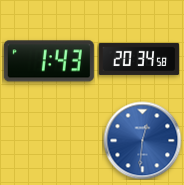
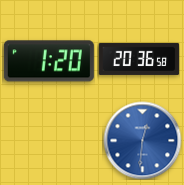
clock at (139, 59): 20:34 -> 20:36
clock at (49, 61): 1:43 -> 1:20
